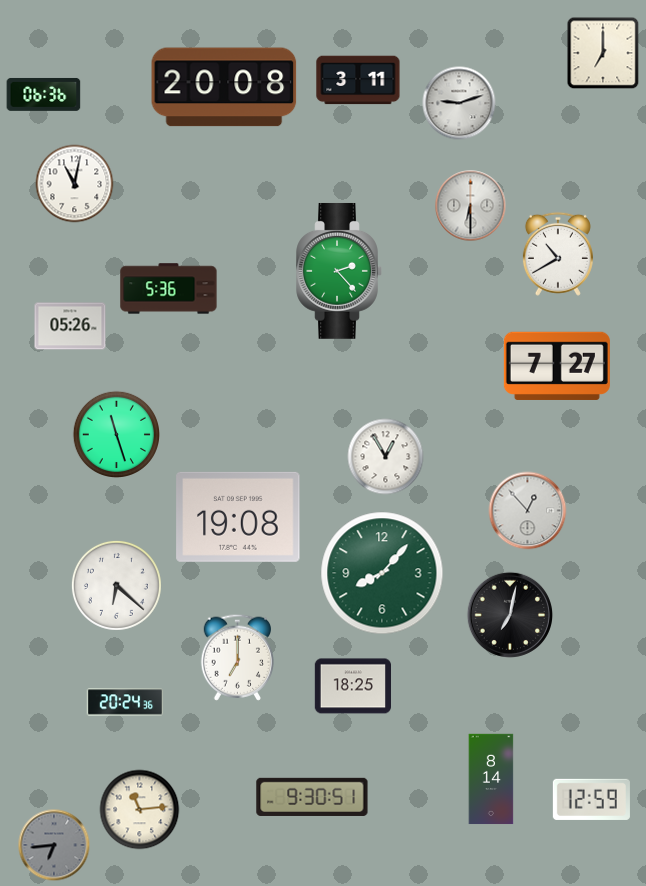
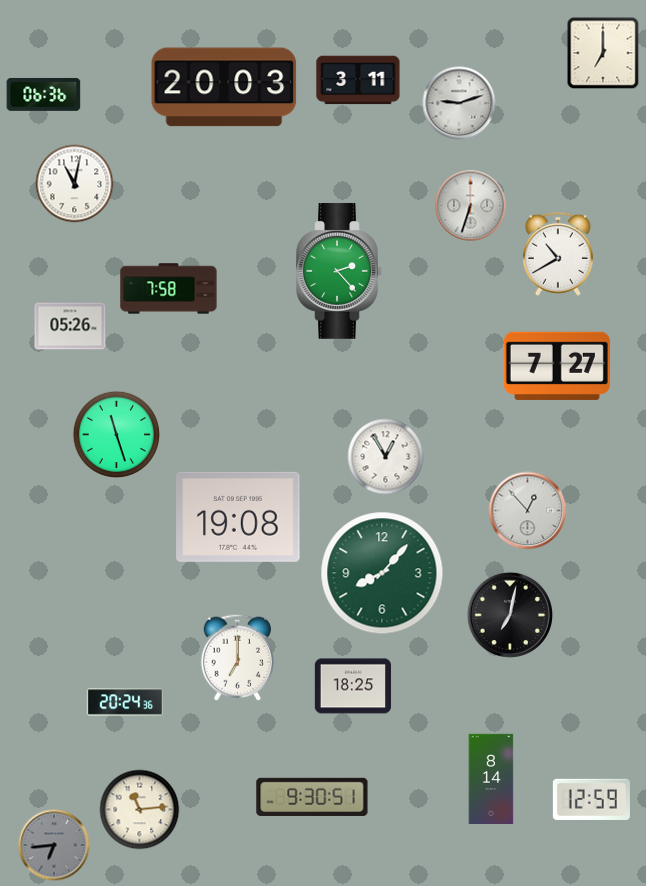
clock at (224, 87): 20:08 -> 20:03
clock at (471, 206): 6:30 -> 6:33
clock at (169, 289): 5:36 -> 7:58
clock at (116, 585): 6:22 -> none
